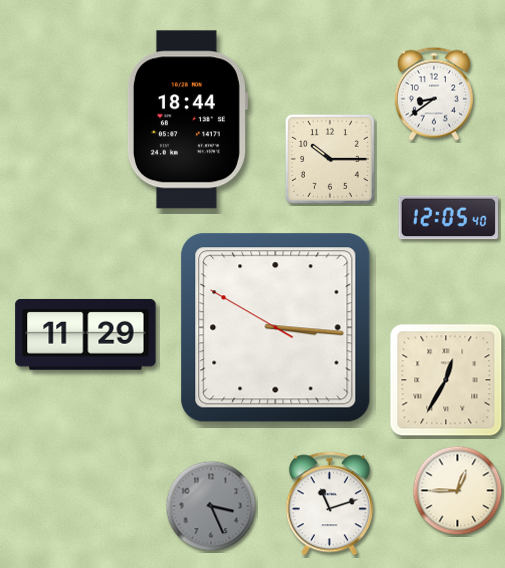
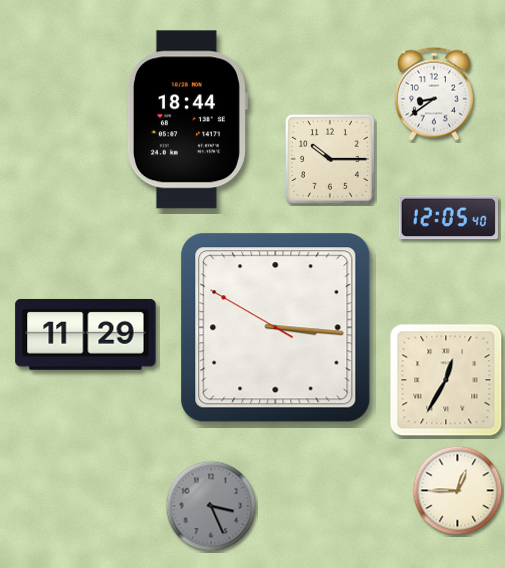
clock at (329, 504): 11:12 -> none
